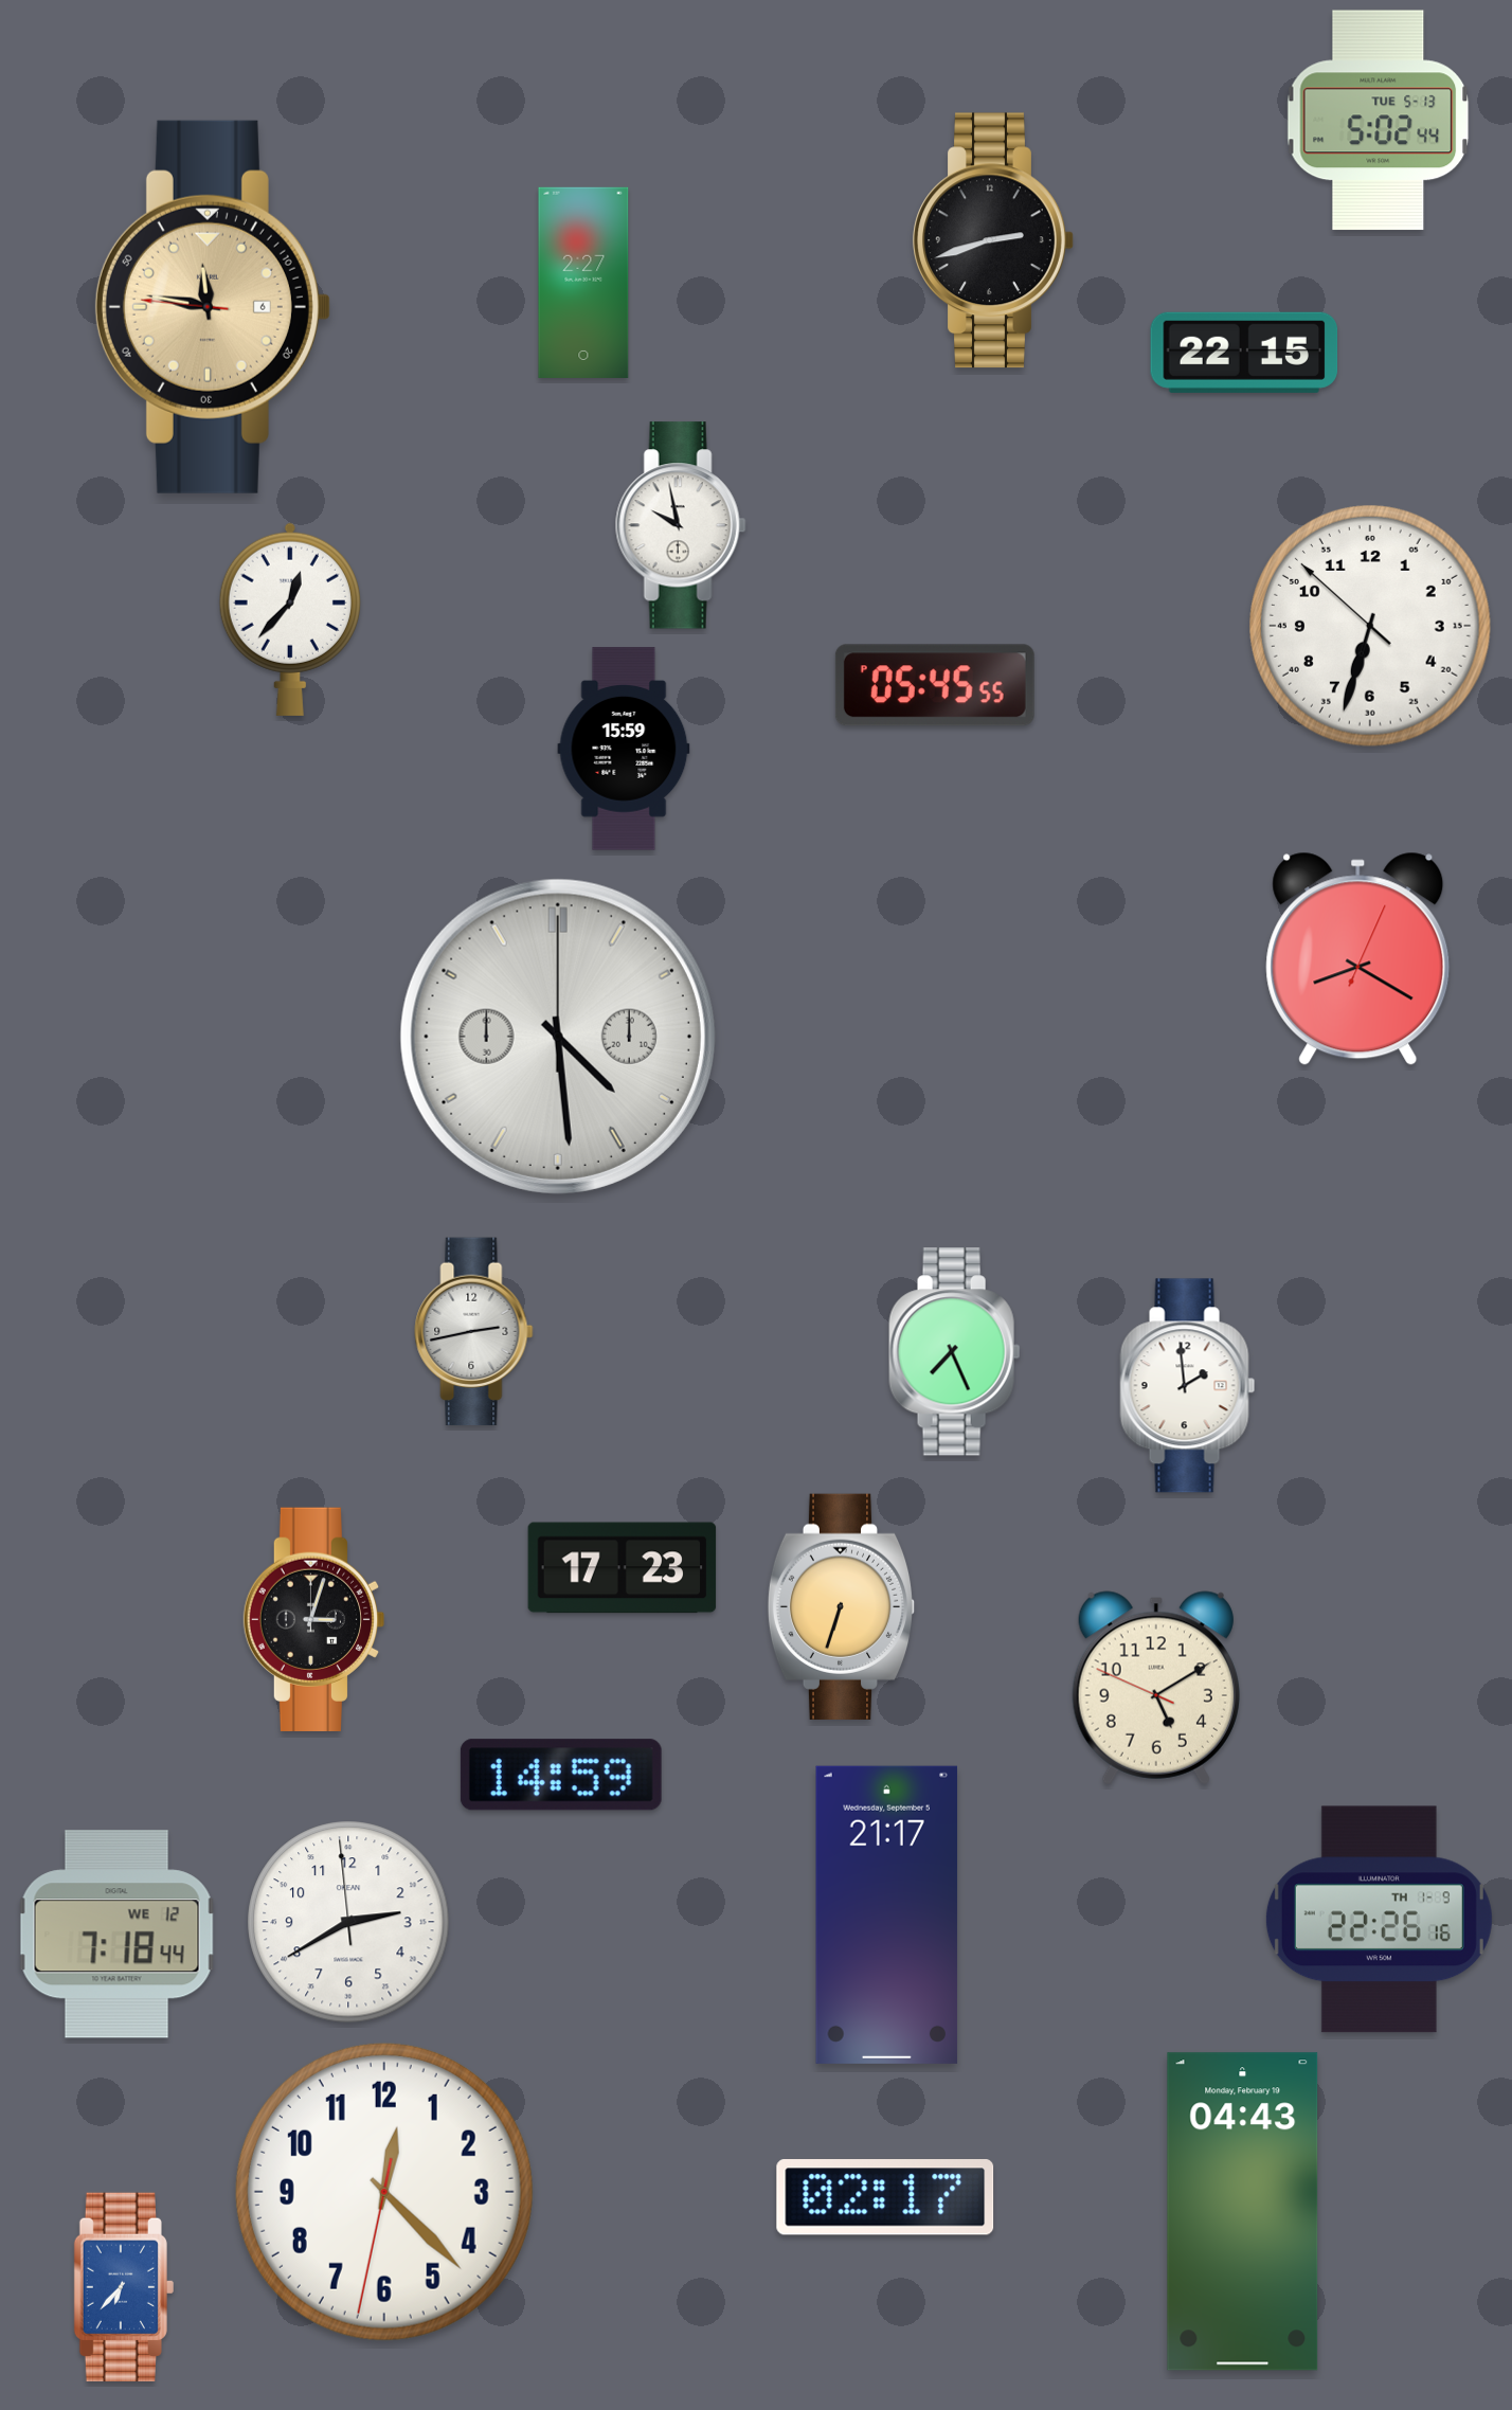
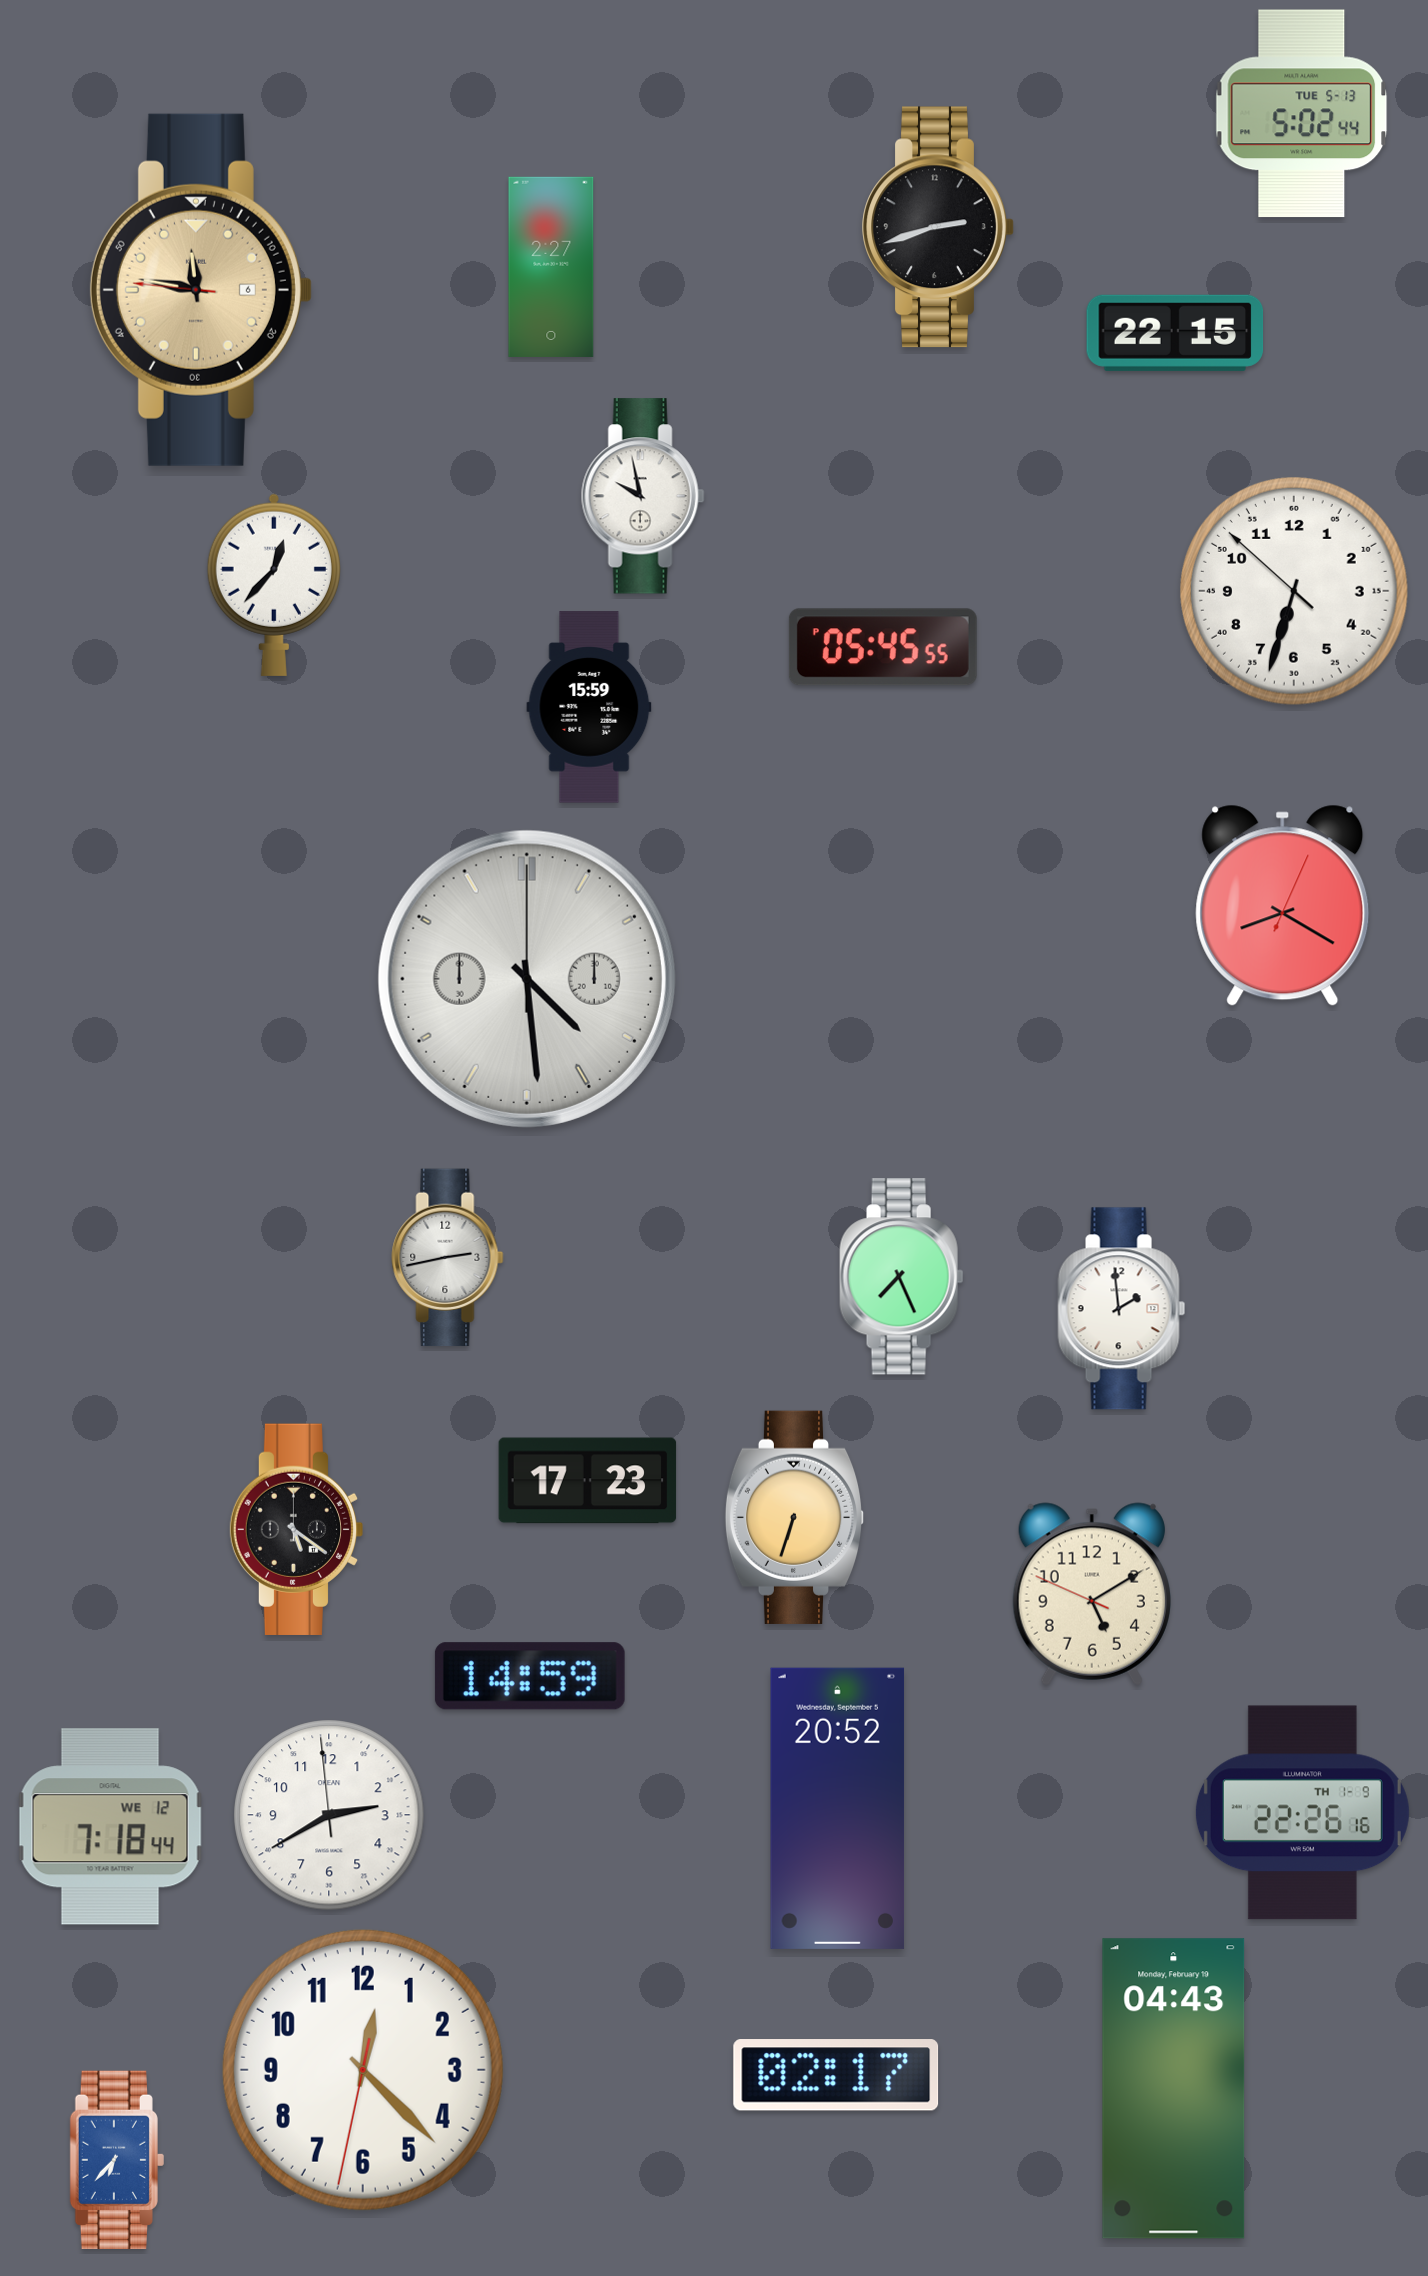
clock at (314, 1619): 3:03 -> 5:21
clock at (887, 1914): 21:17 -> 20:52
